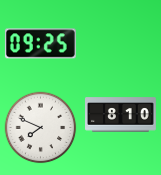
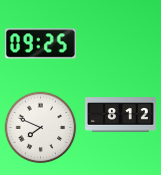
clock at (121, 115): 8:10 -> 8:12
